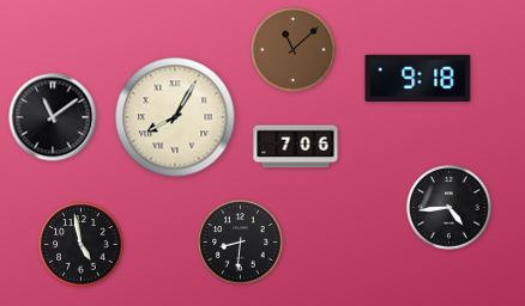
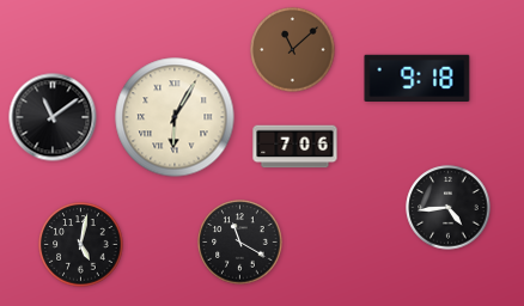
clock at (175, 117): 8:05 -> 6:05
clock at (241, 243): 8:31 -> 11:20
clock at (82, 245): 4:58 -> 5:02
